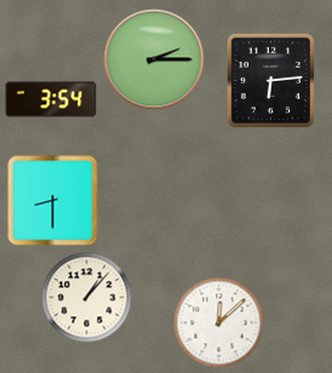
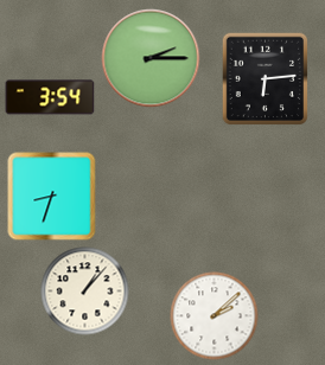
clock at (53, 201): 8:30 -> 8:33
clock at (219, 323): 12:08 -> 2:08
